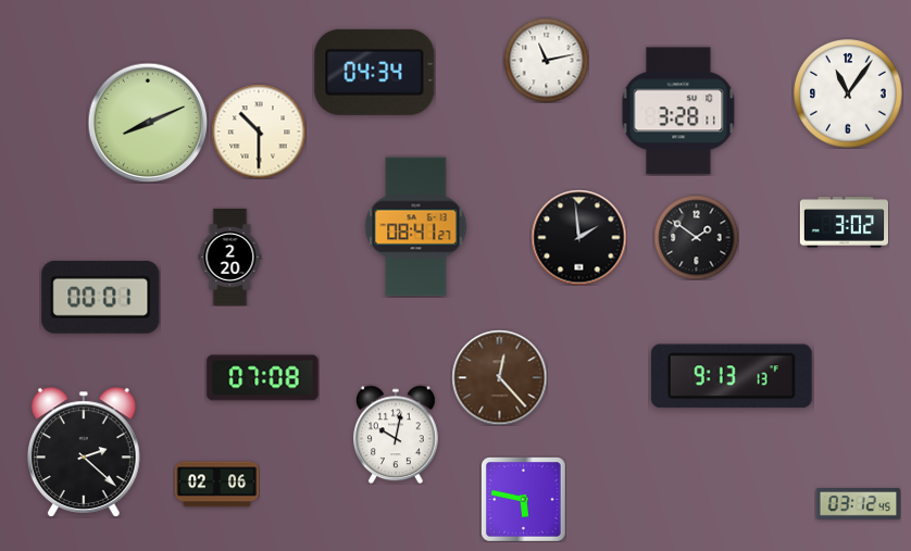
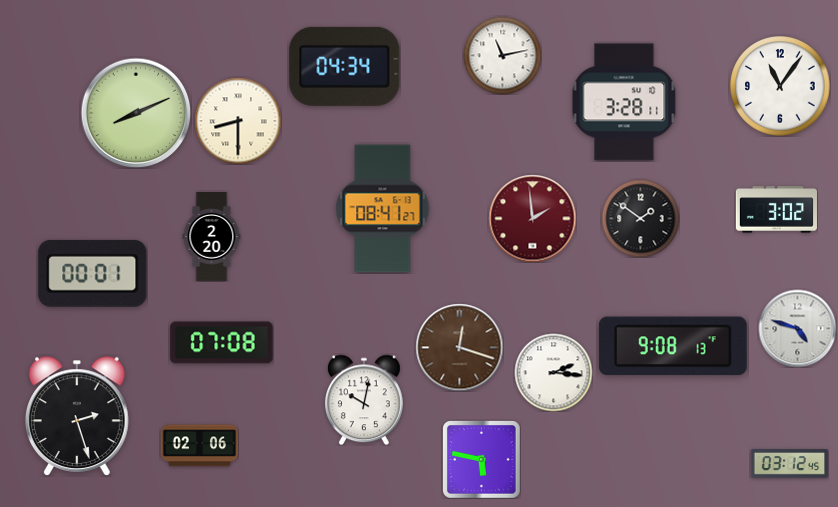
clock at (259, 132): 10:30 -> 8:30
clock at (844, 223) position: (844, 223) -> (776, 210)
clock at (578, 237) dial: black -> burgundy
clock at (797, 328): none -> 4:48
clock at (732, 376): 9:13 -> 9:08
clock at (499, 377): 12:23 -> 12:18
clock at (263, 378) position: (263, 378) -> (222, 343)
clock at (553, 372): none -> 2:16
clock at (85, 452): 2:22 -> 2:27
